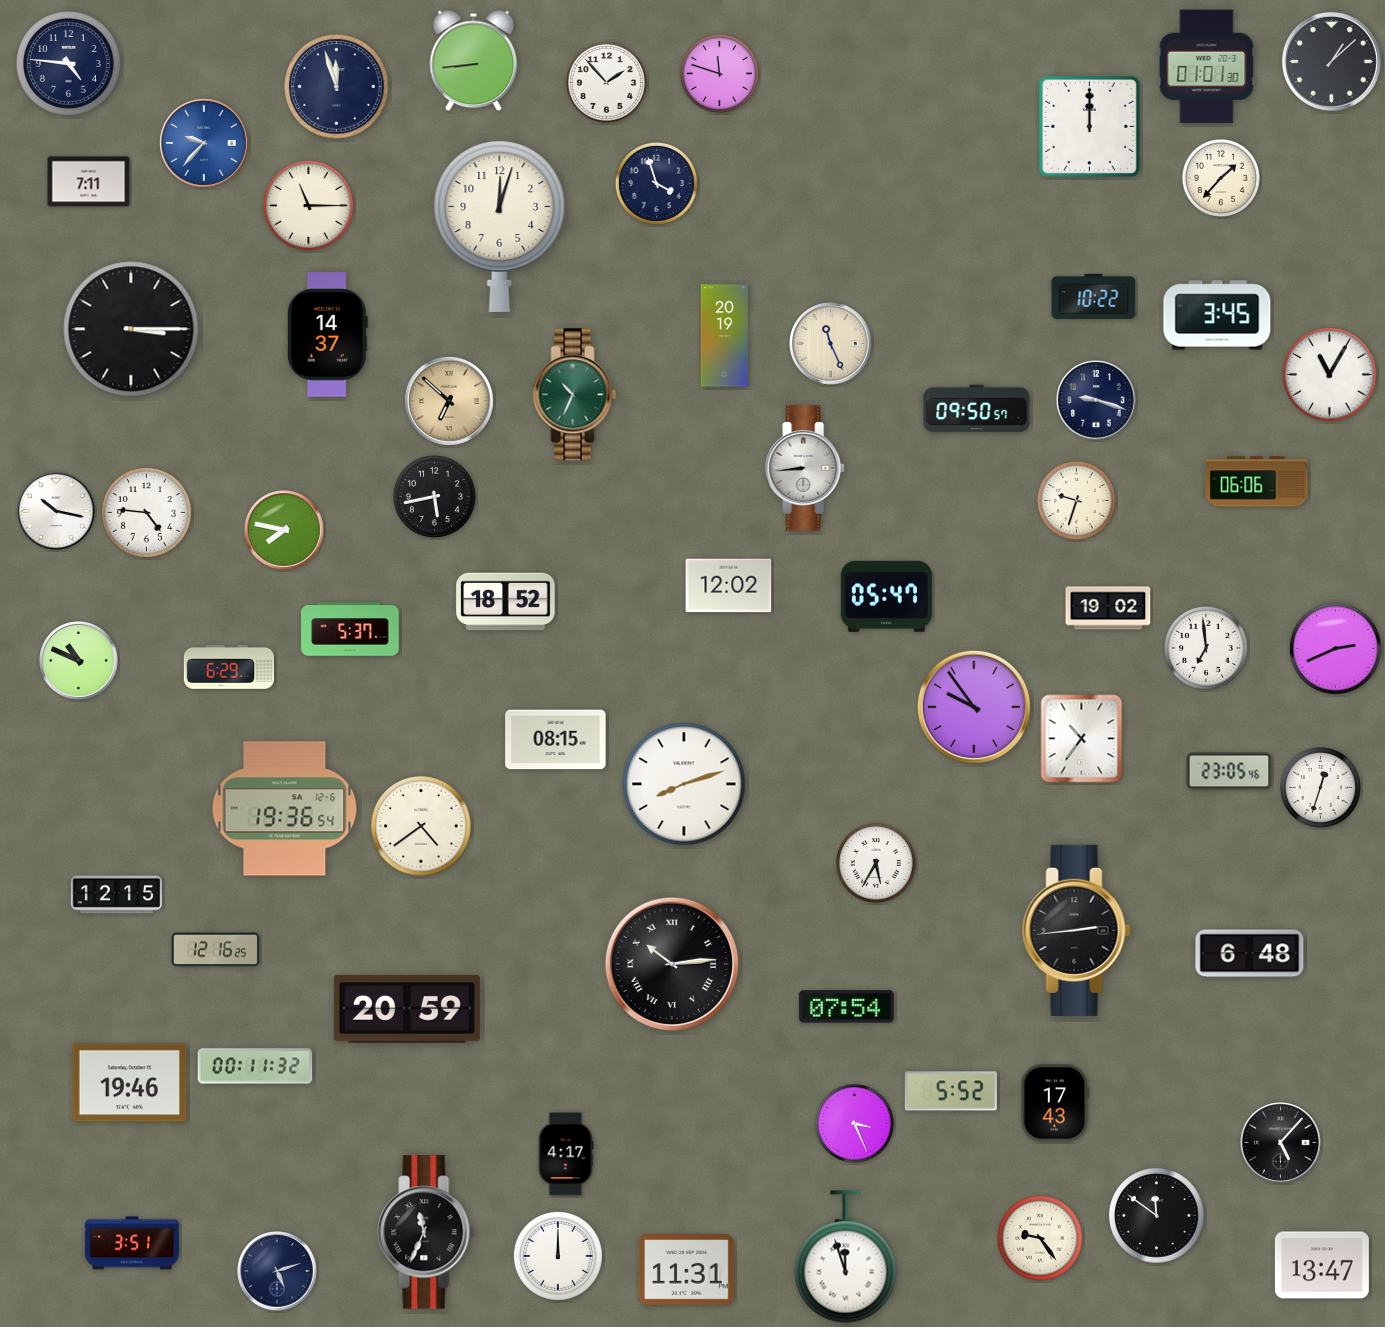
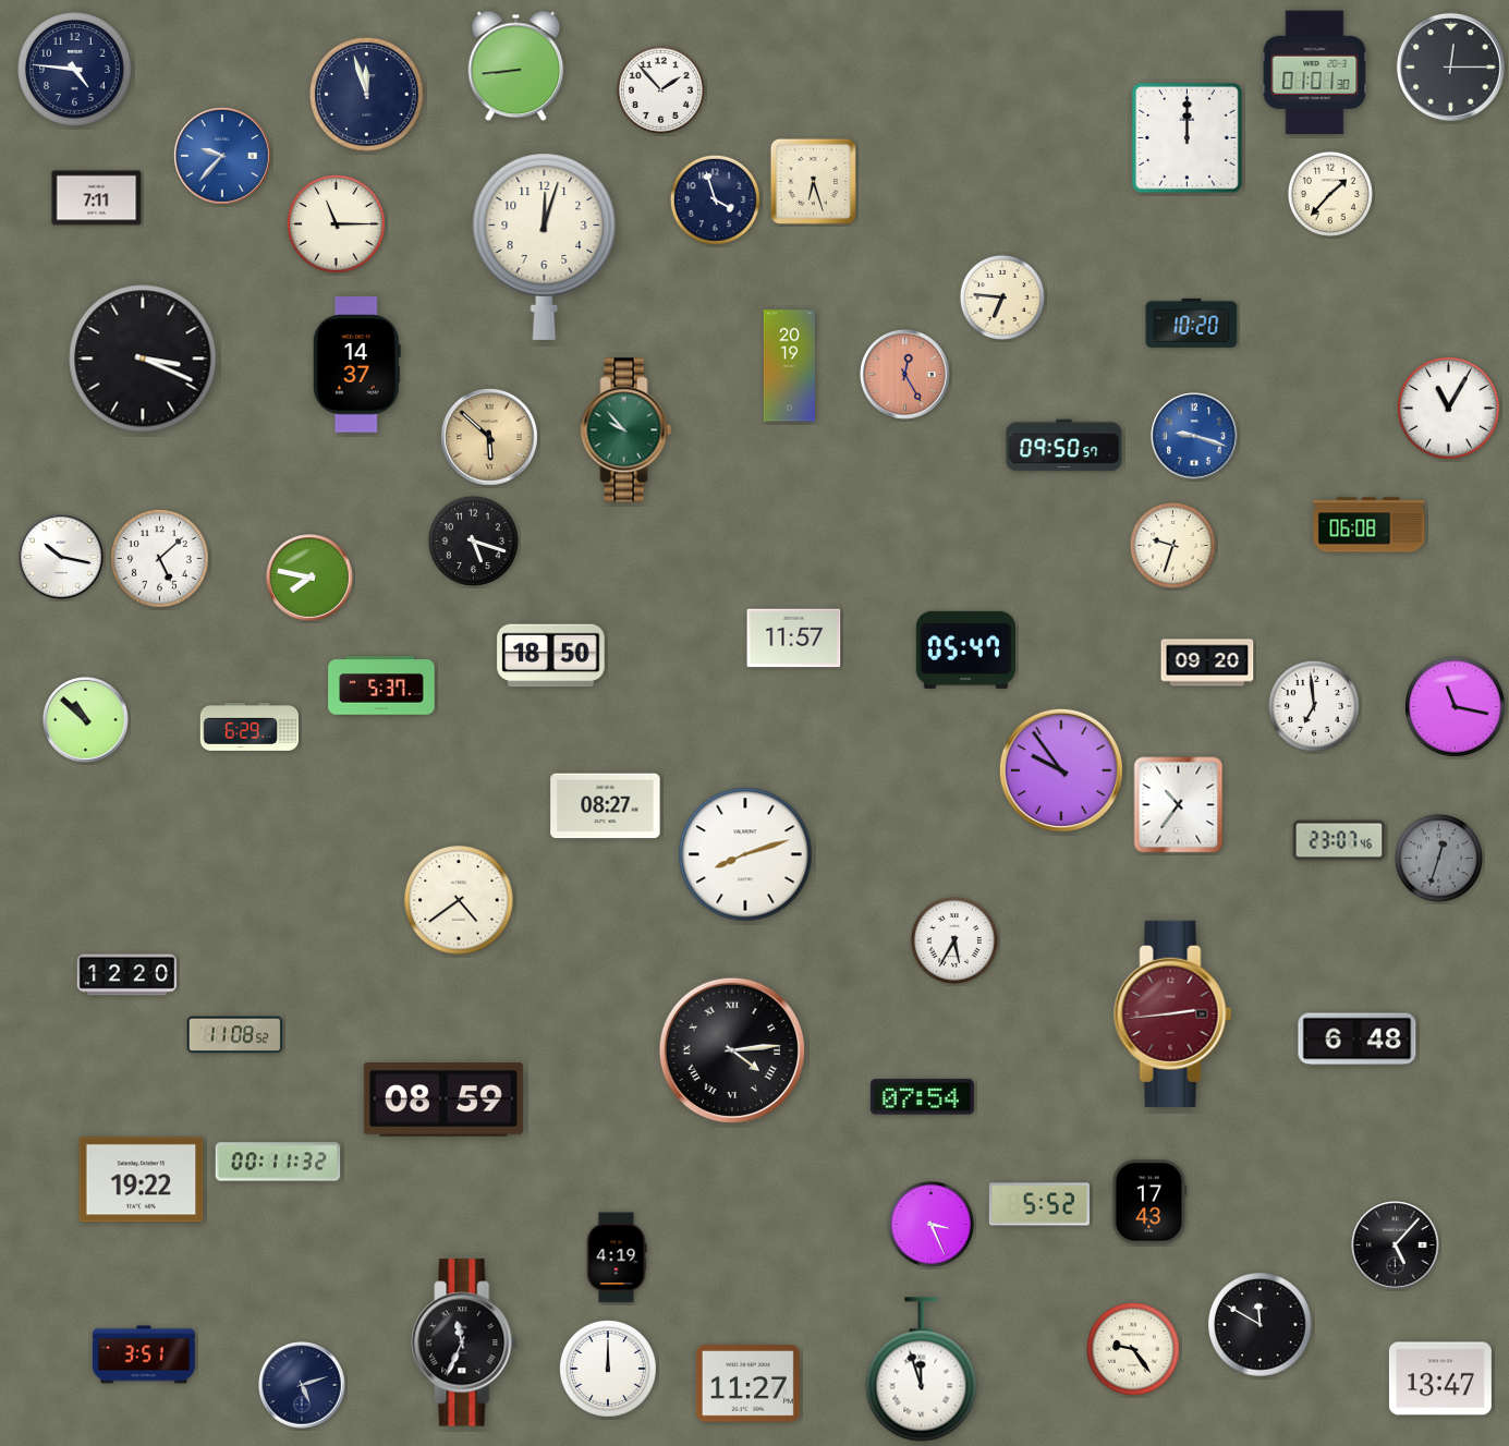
clock at (1331, 61): 1:08 -> 12:15
clock at (719, 73): 11:48 -> none
clock at (813, 181): none -> 6:27
clock at (1002, 297): none -> 6:46
clock at (1094, 296): 10:22 -> 10:20
clock at (1217, 315): 3:45 -> none
clock at (131, 329): 3:15 -> 3:19
clock at (831, 344): 11:26 -> 12:25
clock at (831, 344) dial: cream -> salmon
clock at (575, 395): 10:34 -> 9:53
clock at (1096, 400) dial: navy -> blue
clock at (449, 401): 6:52 -> 5:52
clock at (805, 468): 8:44 -> none
clock at (1257, 482): 06:06 -> 06:08
clock at (434, 496): 5:43 -> 5:18
clock at (147, 513): 4:46 -> 5:08
clock at (729, 586): 12:02 -> 11:57
clock at (506, 602): 18:52 -> 18:50
clock at (1108, 608): 19:02 -> 09:20
clock at (1336, 649): 2:41 -> 11:17
clock at (79, 661): 10:49 -> 10:52
clock at (556, 740): 08:15 -> 08:27
clock at (1229, 771): 23:05 -> 23:07
clock at (1320, 787) dial: white -> grey
clock at (285, 809): 19:36 -> none
clock at (116, 895): 12:15 -> 12:20
clock at (1077, 930) dial: black -> burgundy
clock at (216, 950): 12:16 -> 11:08
clock at (1250, 954) position: (1250, 954) -> (1358, 1040)
clock at (671, 963): 10:14 -> 4:14
clock at (407, 1009): 20:59 -> 08:59
clock at (130, 1083): 19:46 -> 19:22
clock at (951, 1091) position: (951, 1091) -> (1039, 1204)
clock at (566, 1154): 4:17 -> 4:19
clock at (1157, 1216): 11:51 -> 11:50
clock at (686, 1270): 11:31 -> 11:27
